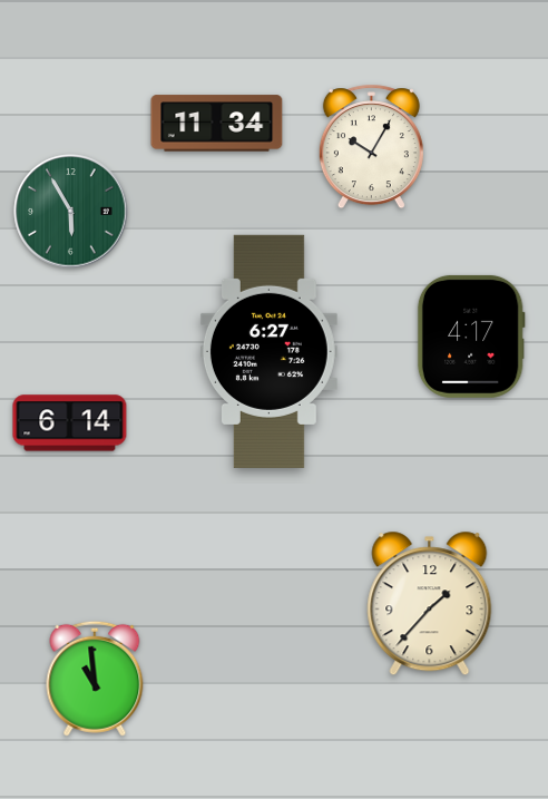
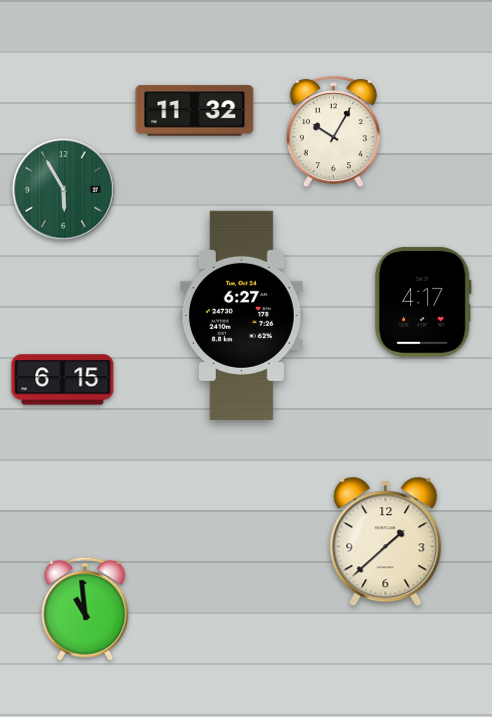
clock at (217, 124): 11:34 -> 11:32
clock at (70, 423): 6:14 -> 6:15
clock at (430, 604): 1:37 -> 1:38
